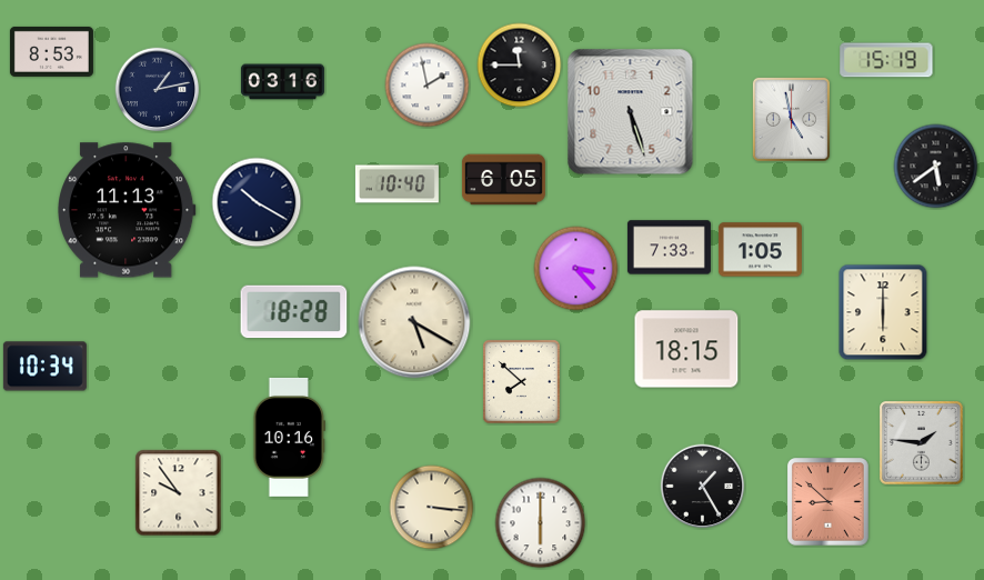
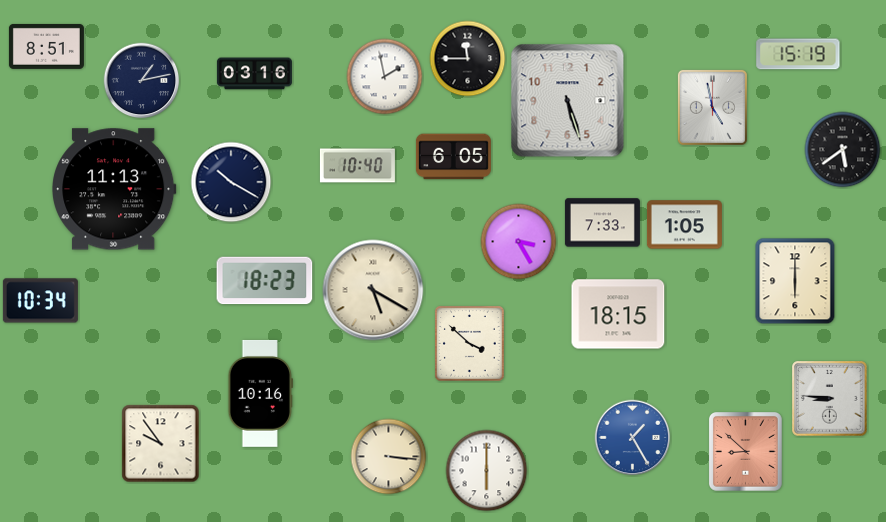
clock at (51, 51): 8:53 -> 8:51
clock at (503, 180) position: (503, 180) -> (453, 157)
clock at (576, 269): 3:23 -> 3:25
clock at (294, 312): 18:28 -> 18:23
clock at (44, 367) position: (44, 367) -> (40, 301)
clock at (522, 382): 7:52 -> 3:52
clock at (922, 443): 1:46 -> 8:46
clock at (703, 487) dial: black -> blue
